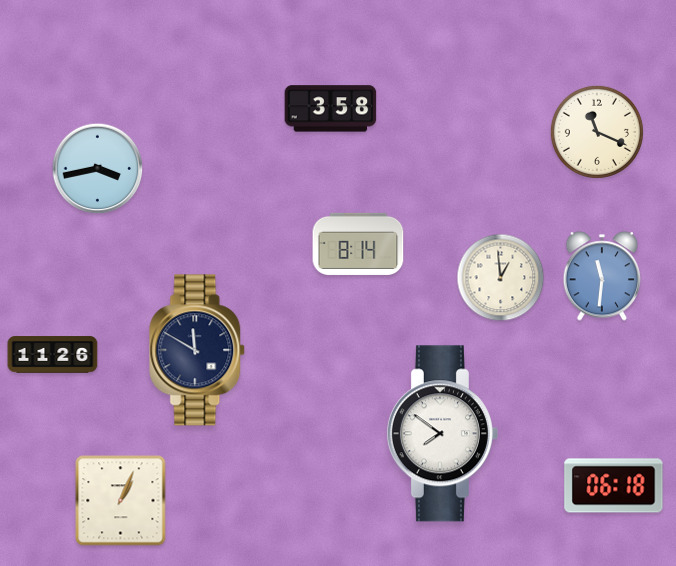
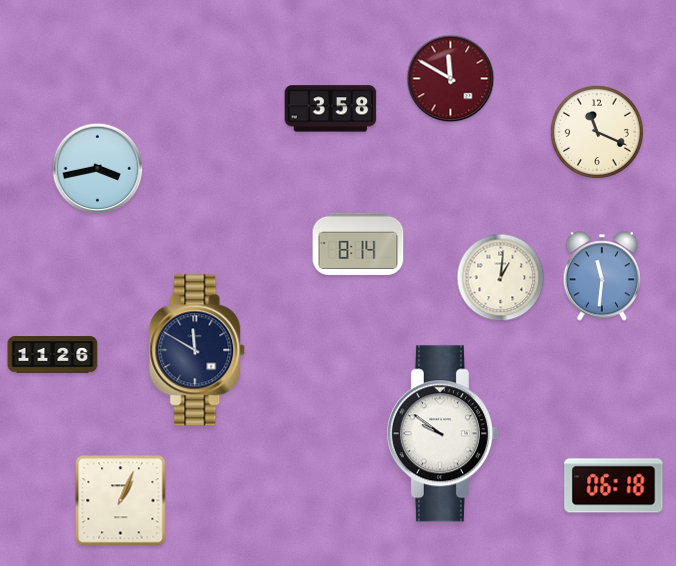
clock at (451, 79): none -> 11:50
clock at (501, 278): 12:59 -> 1:01
clock at (442, 434): 7:51 -> 9:51
